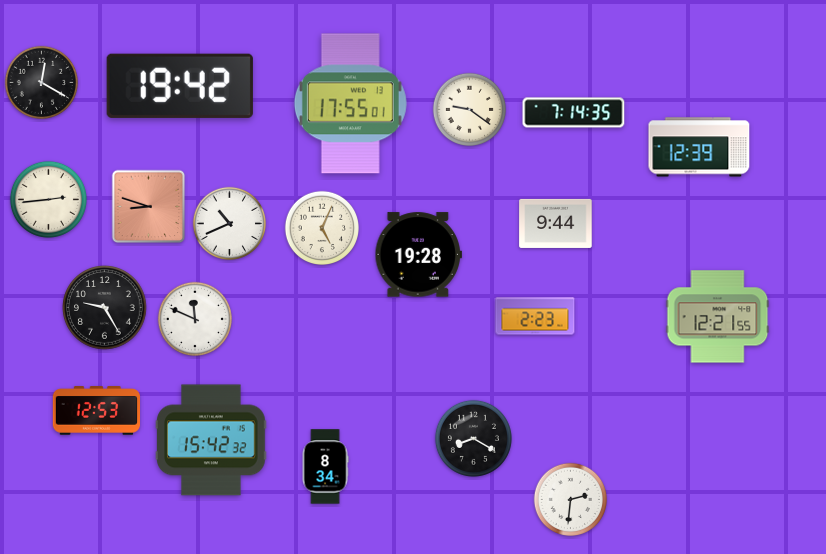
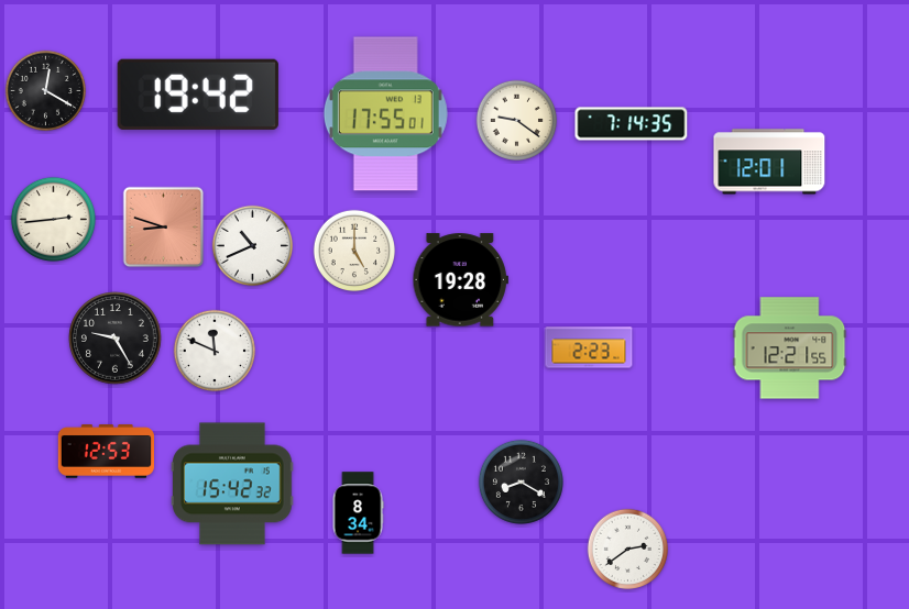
clock at (699, 147): 12:39 -> 12:01
clock at (556, 223): 9:44 -> none
clock at (321, 227): 5:04 -> 5:00
clock at (571, 500): 2:31 -> 2:39
